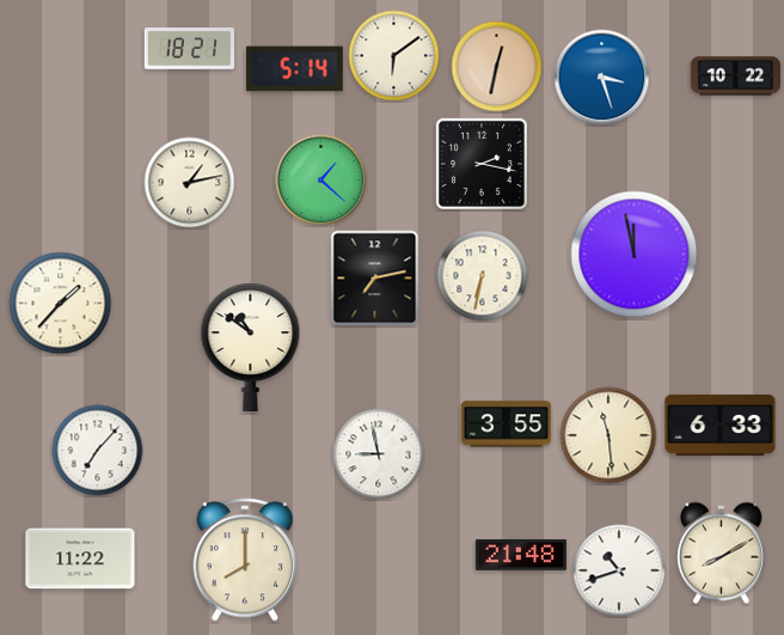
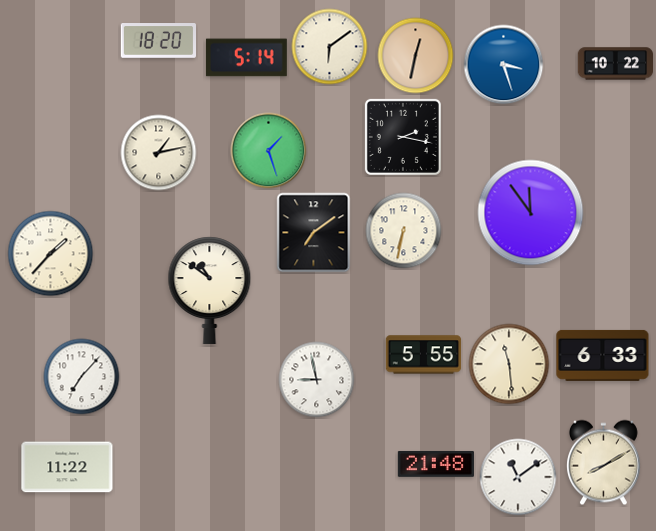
clock at (189, 49): 18:21 -> 18:20
clock at (321, 181): 1:22 -> 1:27
clock at (635, 255): 11:58 -> 11:54
clock at (375, 279): 7:13 -> 7:09
clock at (507, 425): 3:55 -> 5:55
clock at (245, 560): 8:00 -> none
clock at (619, 570): 10:42 -> 11:09
